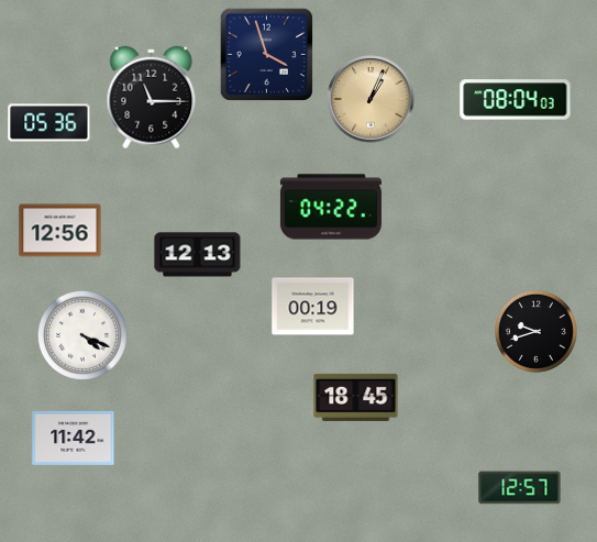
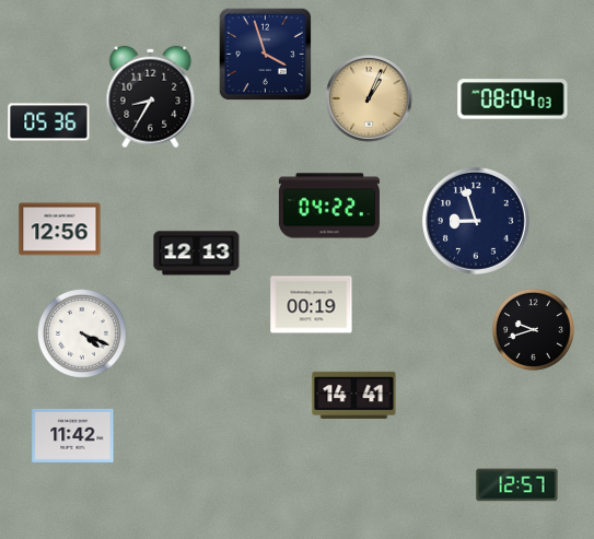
clock at (152, 98): 11:15 -> 8:35
clock at (476, 221): none -> 8:57
clock at (356, 397): 18:45 -> 14:41
